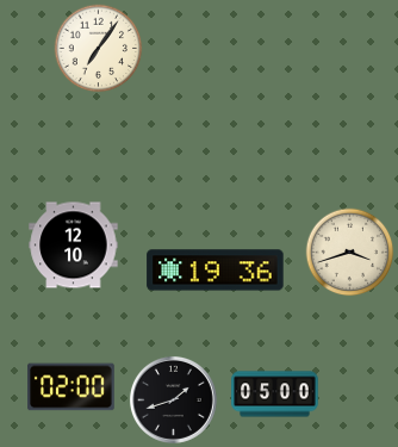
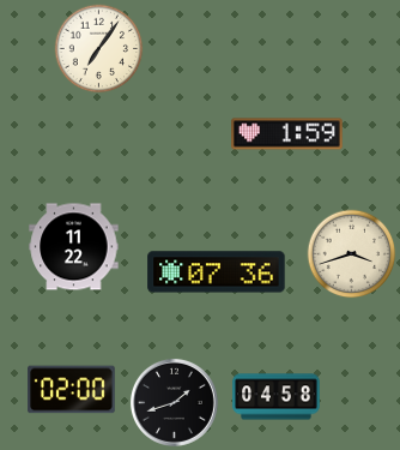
clock at (287, 134): none -> 1:59
clock at (74, 246): 12:10 -> 11:22
clock at (216, 271): 19:36 -> 07:36
clock at (275, 395): 05:00 -> 04:58
